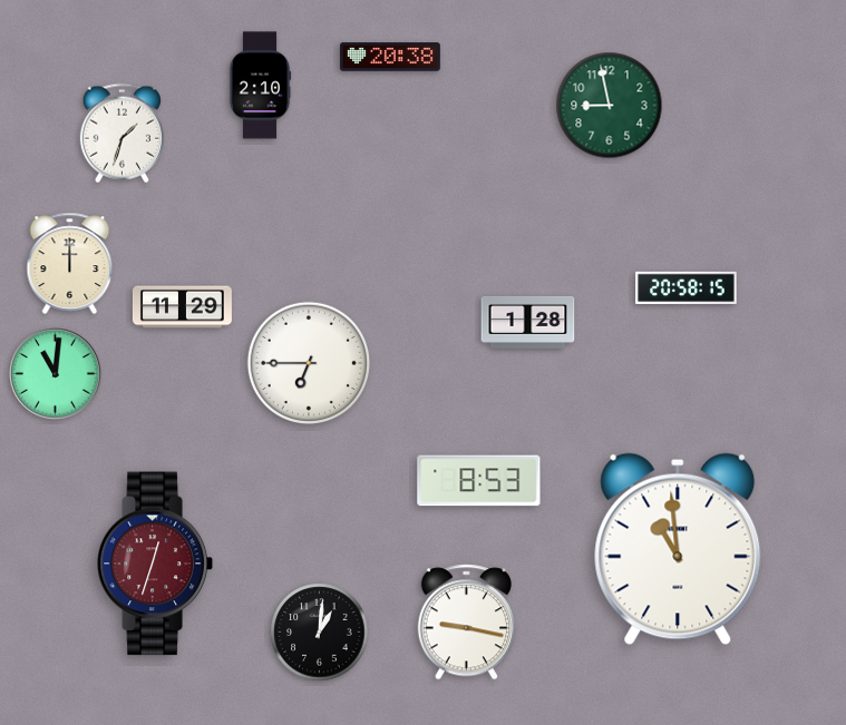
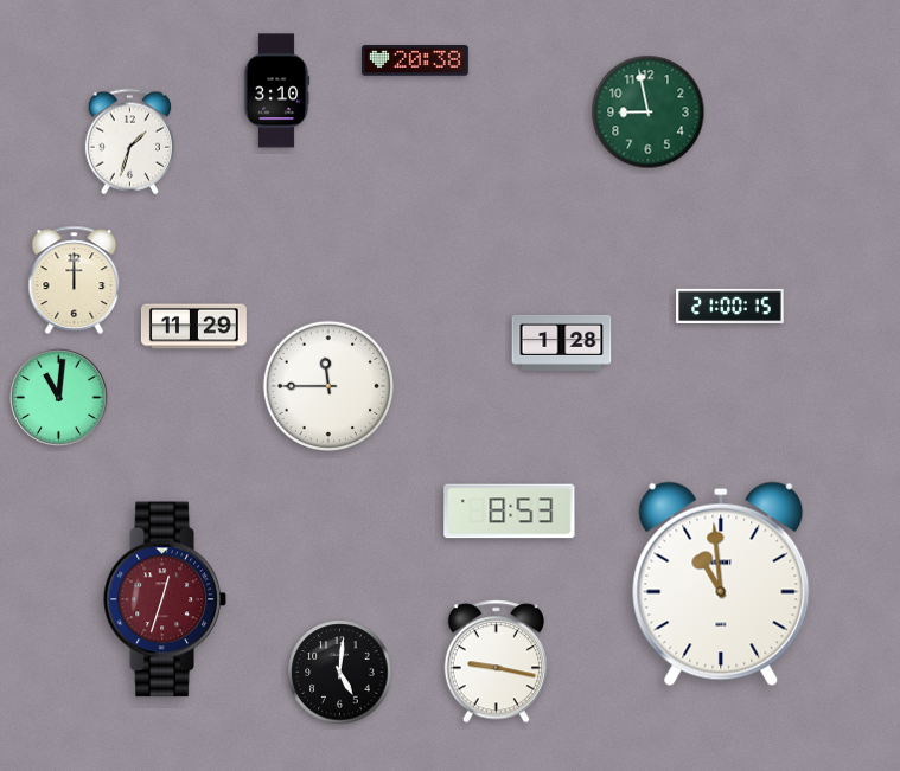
clock at (260, 86): 2:10 -> 3:10
clock at (687, 287): 20:58 -> 21:00
clock at (308, 362): 6:45 -> 11:45
clock at (320, 633): 1:01 -> 5:01
